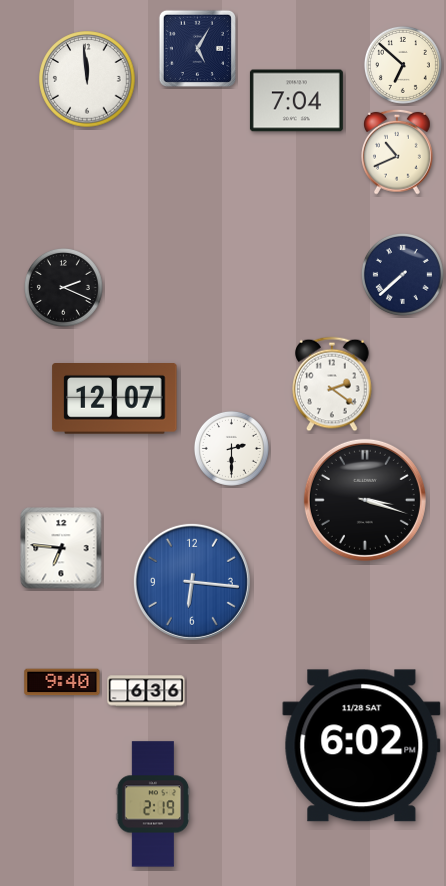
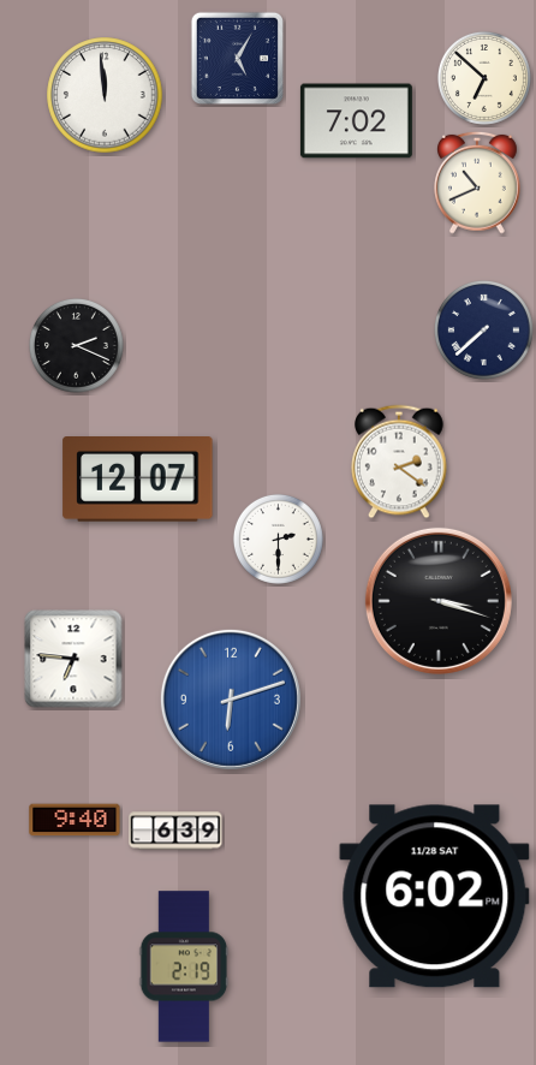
clock at (296, 101): 7:04 -> 7:02
clock at (192, 582): 6:16 -> 6:12
clock at (146, 691): 6:36 -> 6:39
